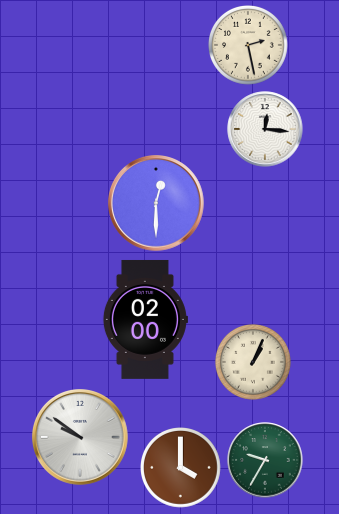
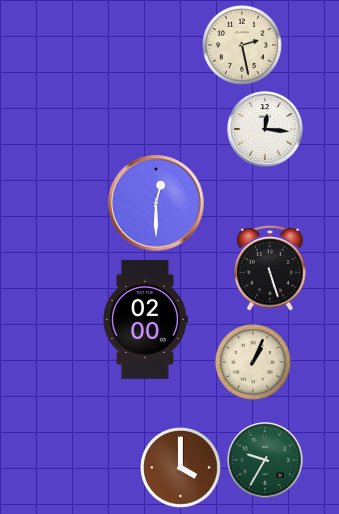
clock at (249, 46) position: (249, 46) -> (243, 46)
clock at (270, 268): none -> 5:27
clock at (81, 438): 9:51 -> none
